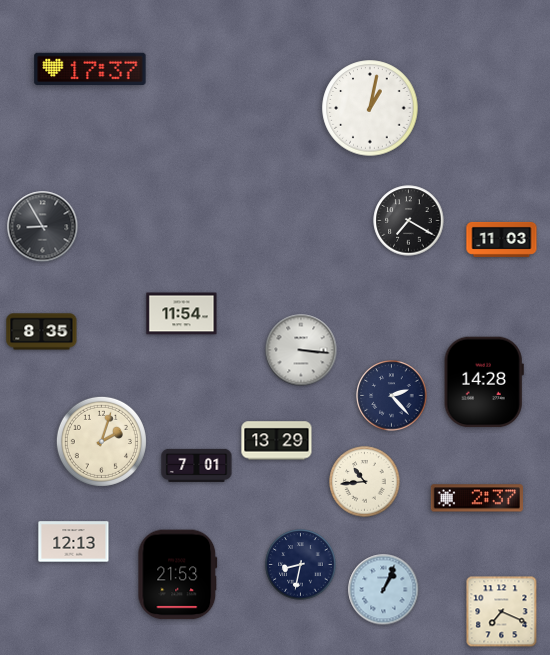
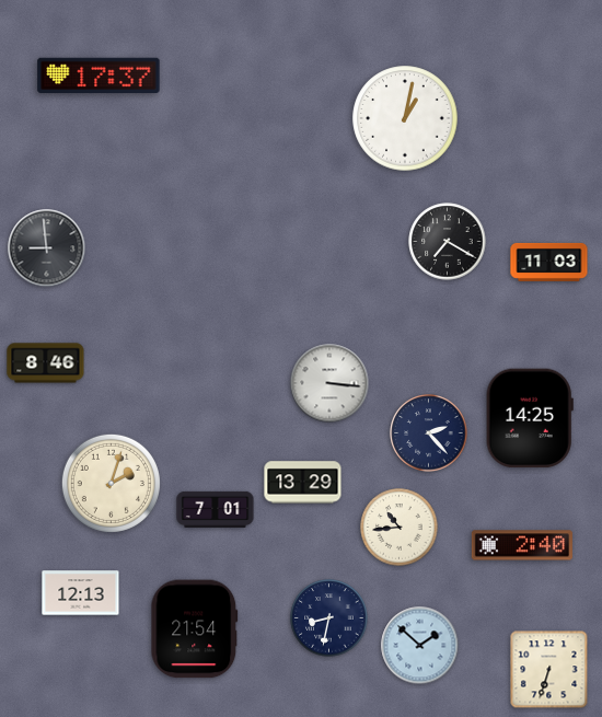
clock at (43, 227): 8:55 -> 8:59
clock at (182, 314): 11:54 -> none
clock at (42, 332): 8:35 -> 8:46
clock at (484, 382): 14:28 -> 14:25
clock at (477, 498): 2:37 -> 2:40
clock at (178, 575): 21:53 -> 21:54
clock at (384, 590): 1:04 -> 1:52
clock at (502, 612): 7:19 -> 6:33
